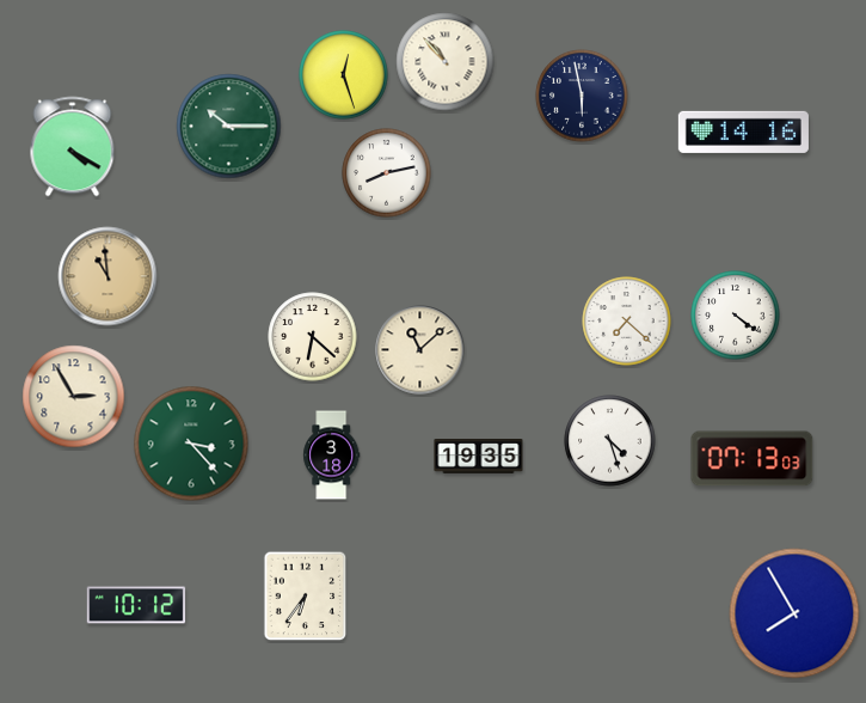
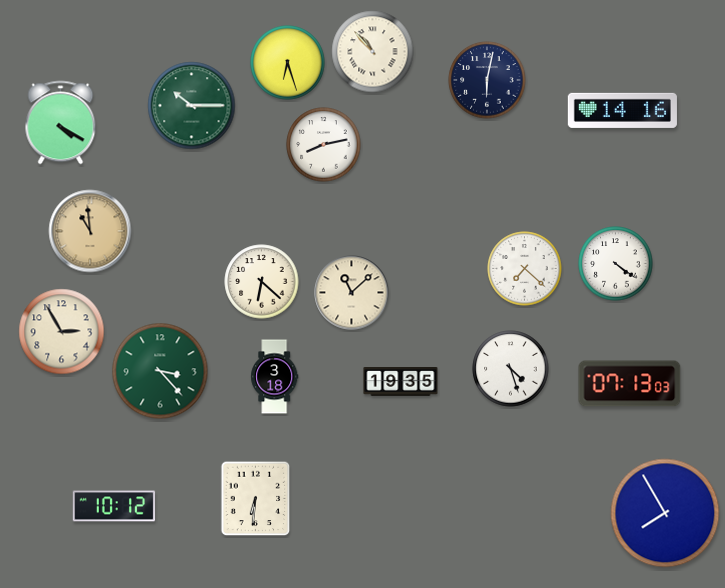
clock at (344, 75): 12:27 -> 6:27
clock at (582, 96): 5:58 -> 6:02
clock at (332, 456) position: (332, 456) -> (275, 377)
clock at (306, 597): 6:36 -> 6:31
